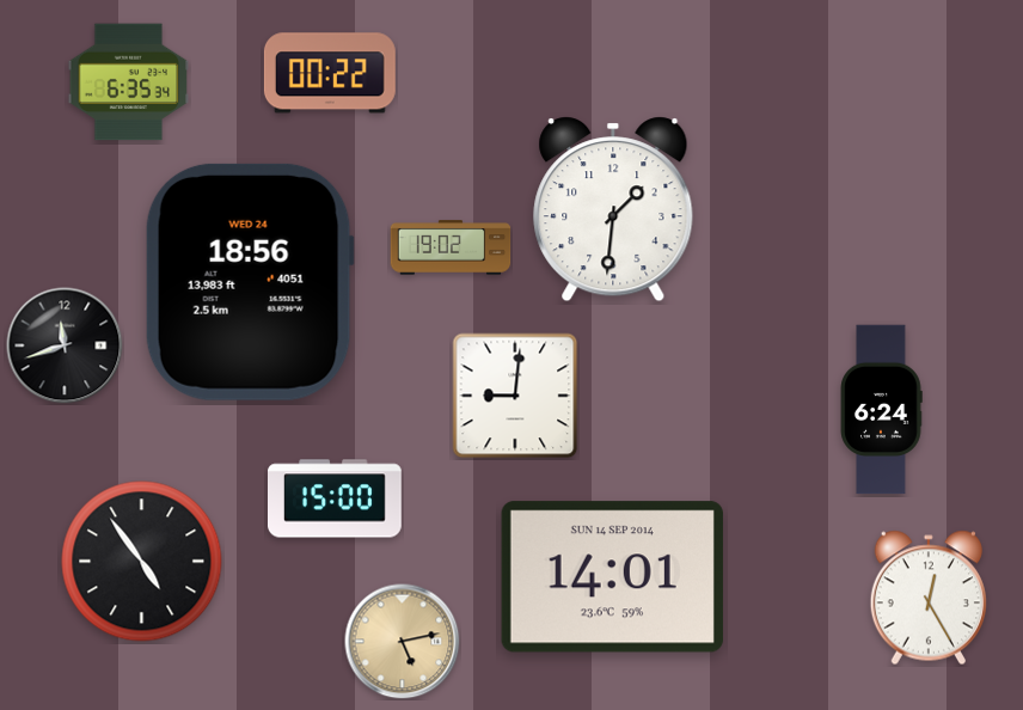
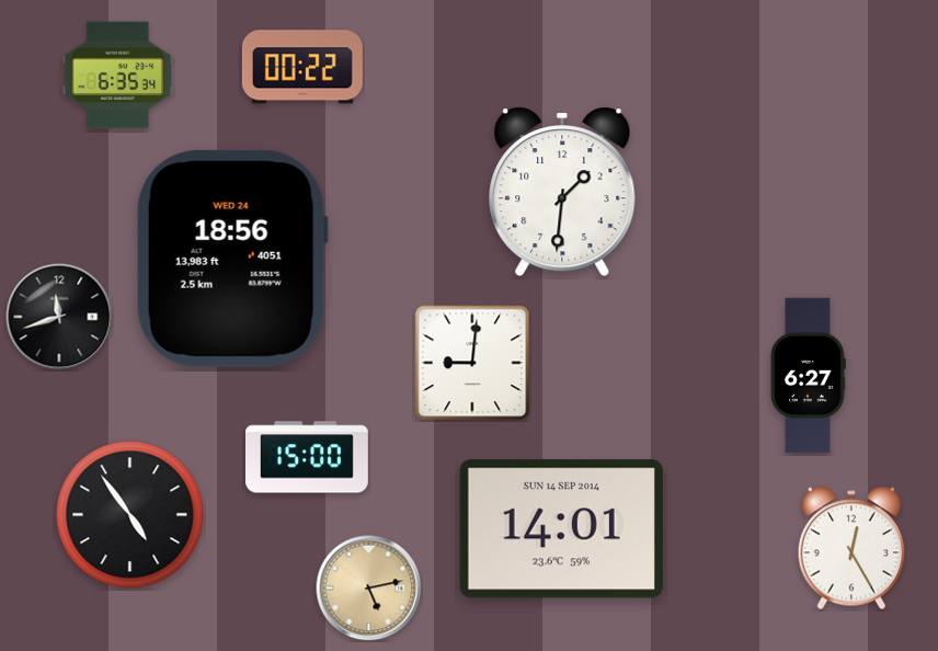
clock at (451, 247): 19:02 -> none
clock at (250, 282) position: (250, 282) -> (232, 259)
clock at (881, 410): 6:24 -> 6:27
